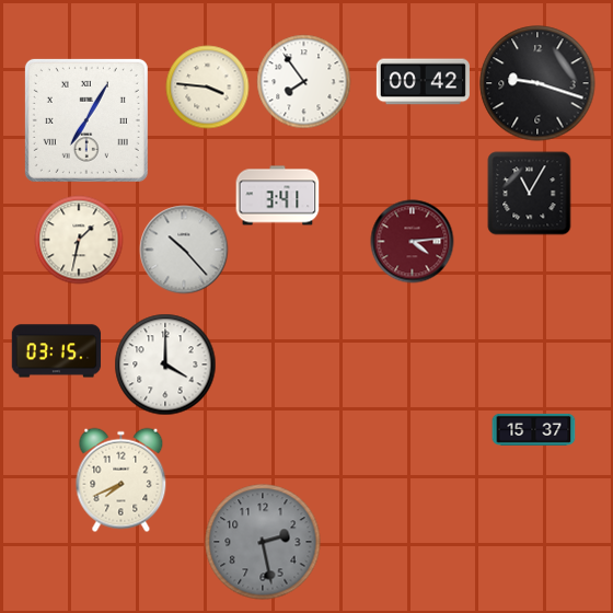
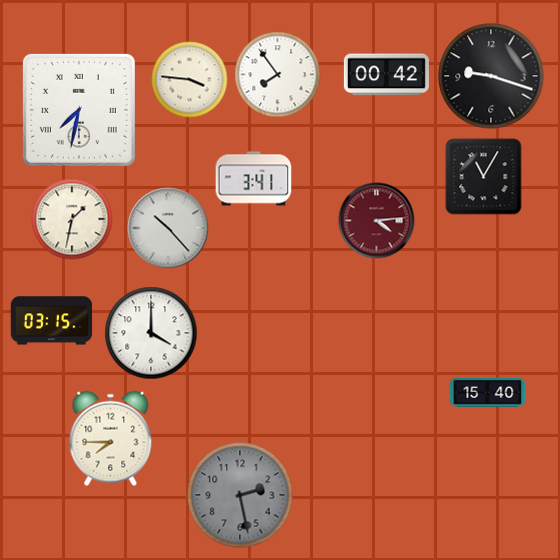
clock at (86, 120): 7:05 -> 7:32
clock at (534, 429): 15:37 -> 15:40
clock at (122, 481): 7:41 -> 7:45
